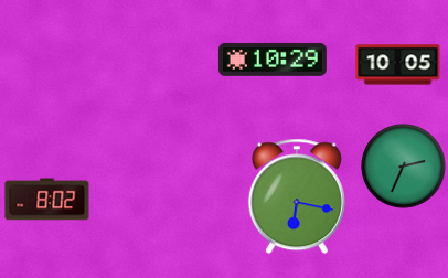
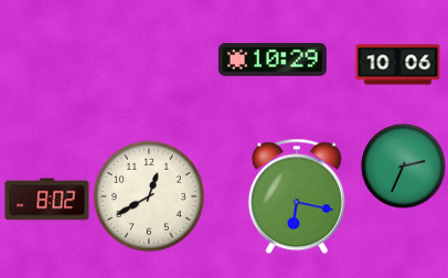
clock at (398, 65): 10:05 -> 10:06
clock at (149, 196): none -> 12:40
